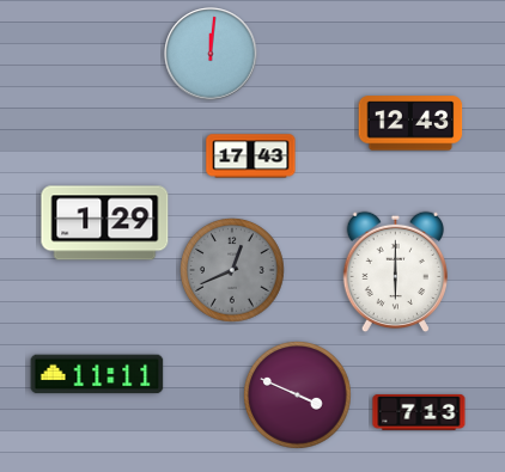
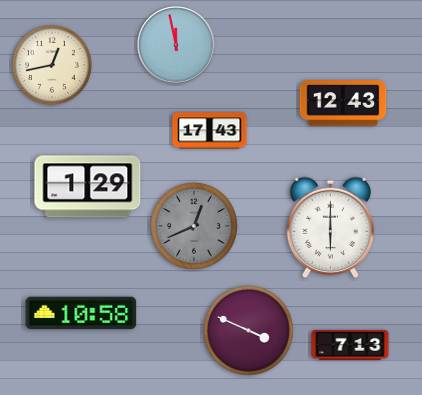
clock at (211, 54): 12:01 -> 11:58
clock at (52, 65): none -> 12:43
clock at (97, 374): 11:11 -> 10:58
